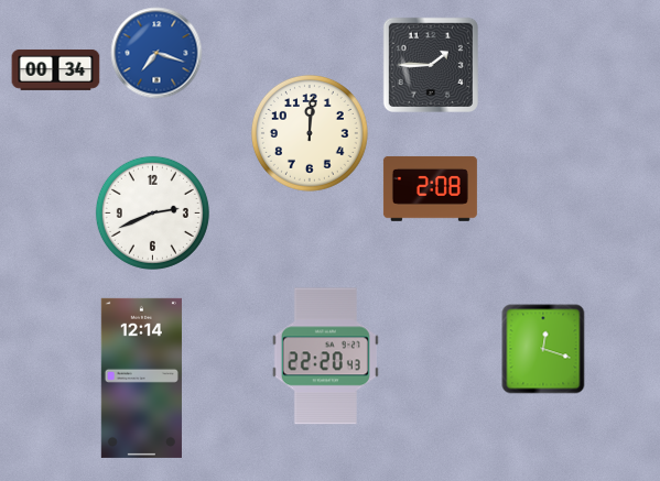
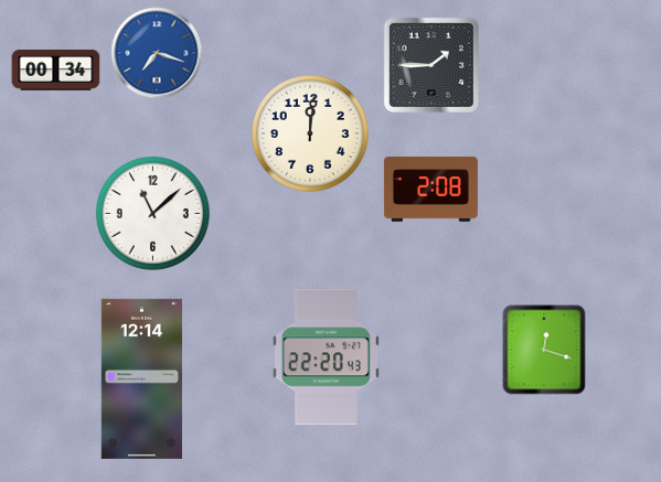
clock at (152, 212): 2:41 -> 11:08
